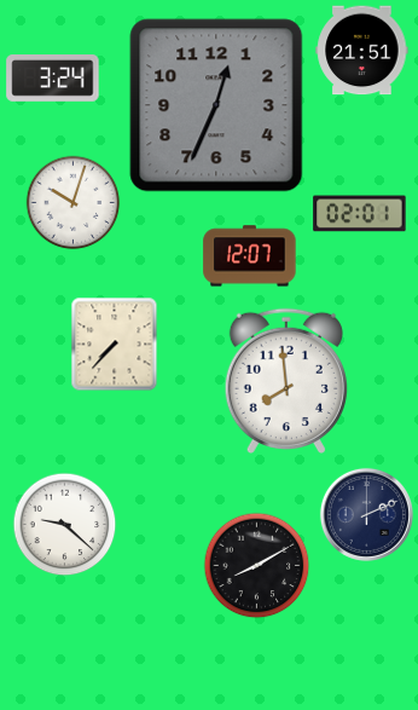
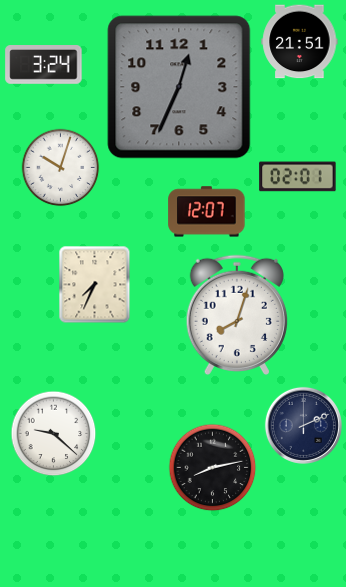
clock at (115, 344): 7:37 -> 7:34
clock at (286, 380): 7:59 -> 8:03
clock at (256, 565): 8:10 -> 8:13
